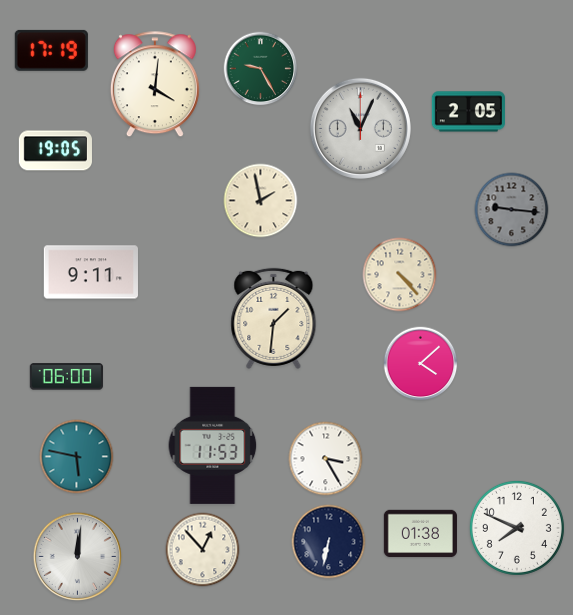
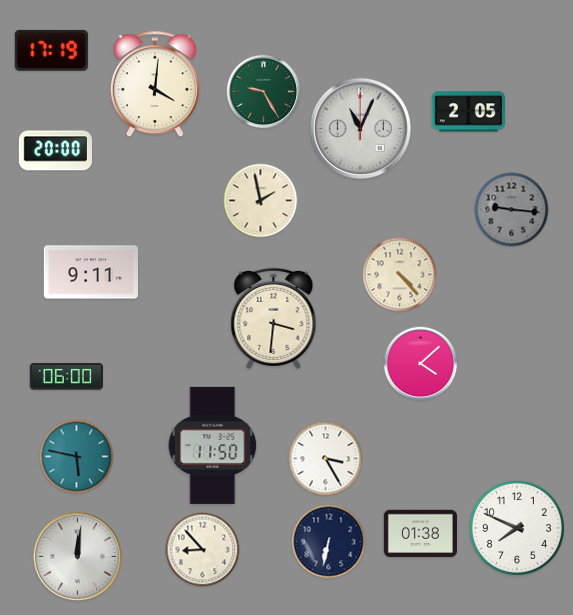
clock at (261, 69) position: (261, 69) -> (264, 92)
clock at (55, 151): 19:05 -> 20:00
clock at (274, 318): 1:31 -> 3:31
clock at (213, 445): 11:53 -> 11:50
clock at (203, 550): 12:53 -> 8:53
